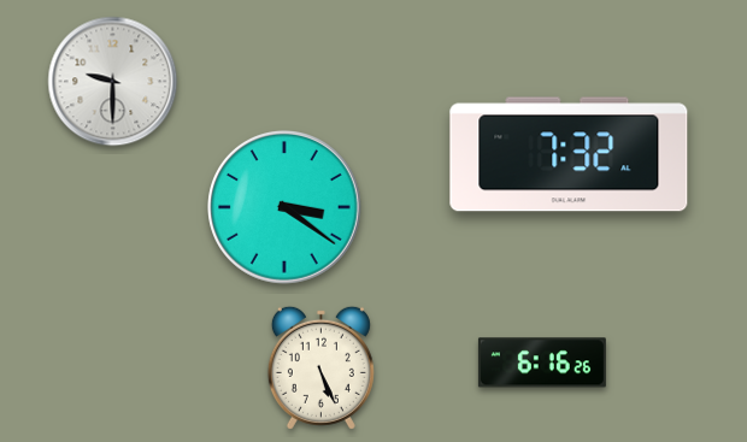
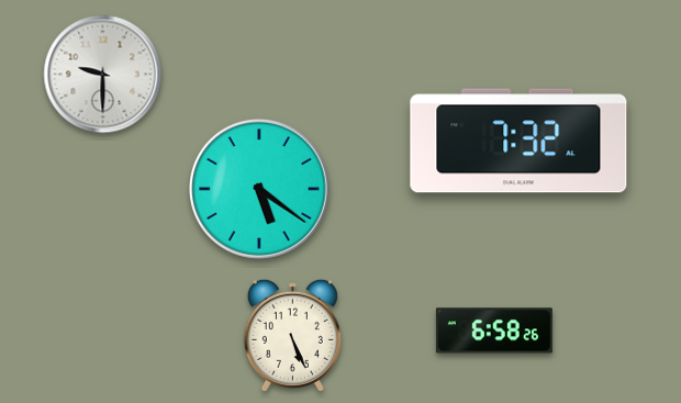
clock at (286, 208): 3:21 -> 5:21
clock at (542, 363): 6:16 -> 6:58
